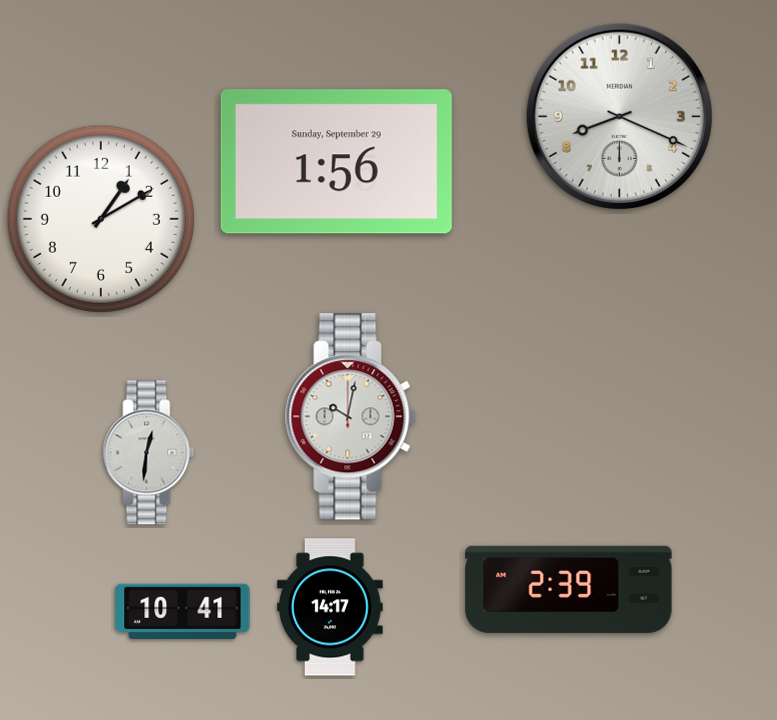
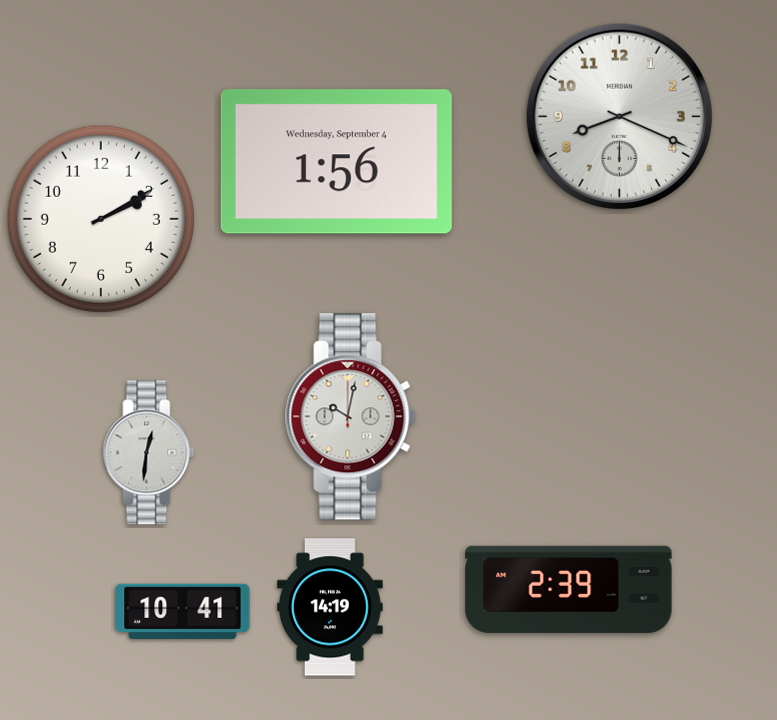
clock at (336, 162) date: Sunday, September 29 -> Wednesday, September 4
clock at (101, 219): 1:10 -> 2:10
clock at (330, 607): 14:17 -> 14:19
